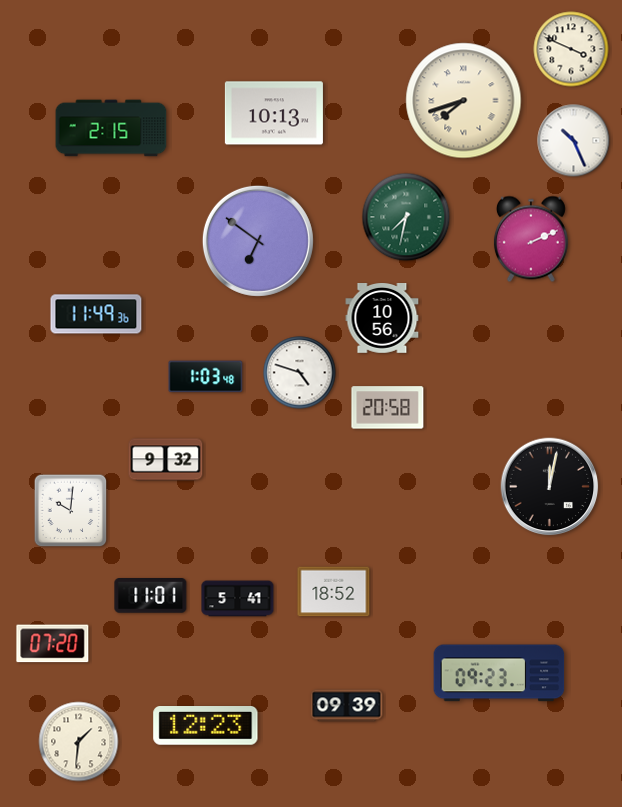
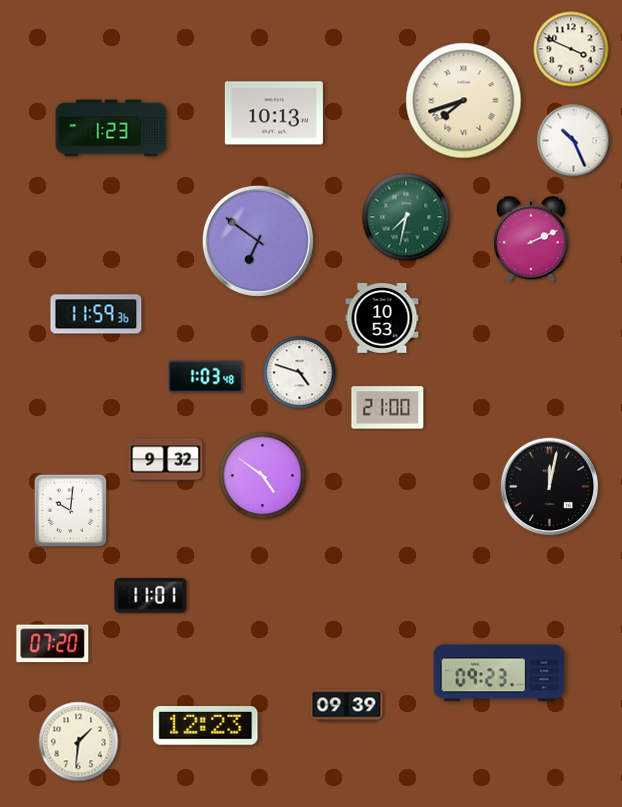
clock at (111, 128): 2:15 -> 1:23
clock at (96, 314): 11:49 -> 11:59
clock at (382, 319): 10:56 -> 10:53
clock at (388, 408): 20:58 -> 21:00
clock at (263, 476): none -> 4:51
clock at (334, 592): 18:52 -> none
clock at (238, 599): 5:41 -> none
